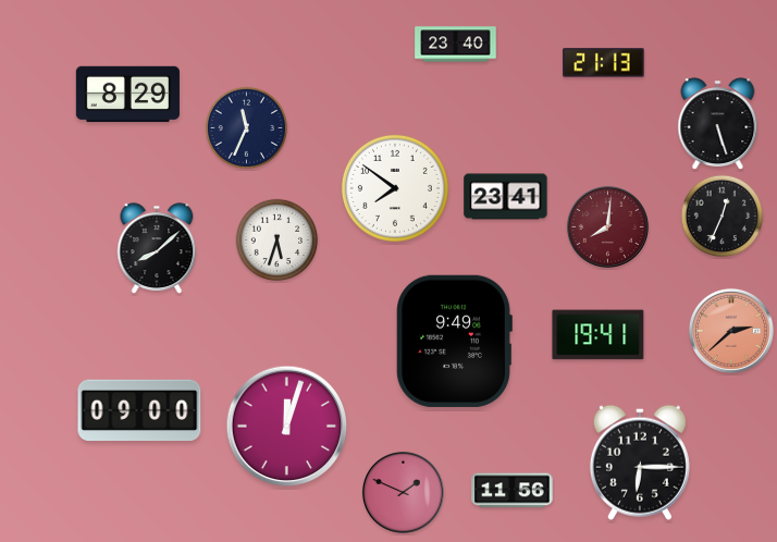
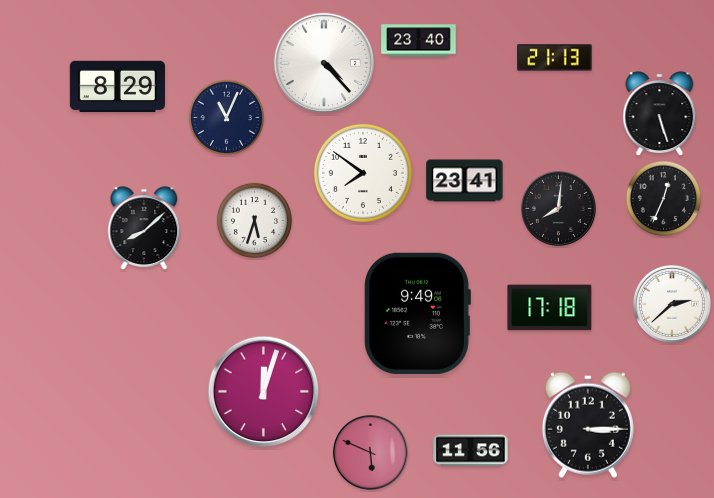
clock at (323, 62): none -> 4:23
clock at (247, 128): 11:34 -> 11:04
clock at (607, 226) dial: burgundy -> black
clock at (731, 331) dial: salmon -> white
clock at (599, 335): 19:41 -> 17:18
clock at (139, 409): 09:00 -> none
clock at (640, 463): 6:15 -> 3:15
clock at (403, 492): 1:49 -> 5:49
